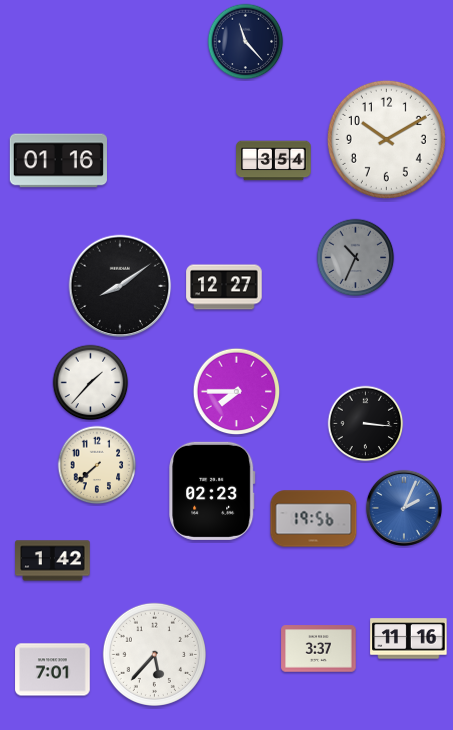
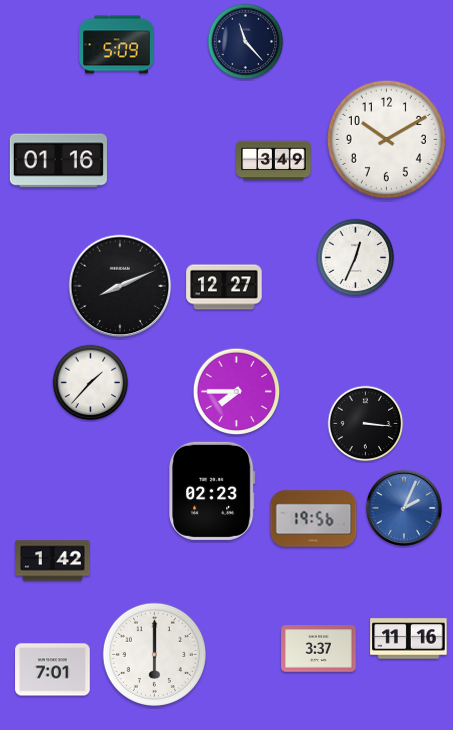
clock at (117, 45): none -> 5:09
clock at (274, 161): 3:54 -> 3:49
clock at (356, 258): 10:34 -> 12:34
clock at (356, 258) dial: grey -> white
clock at (120, 286): 8:09 -> 8:11
clock at (97, 465): 7:38 -> none
clock at (154, 654): 5:37 -> 6:00
